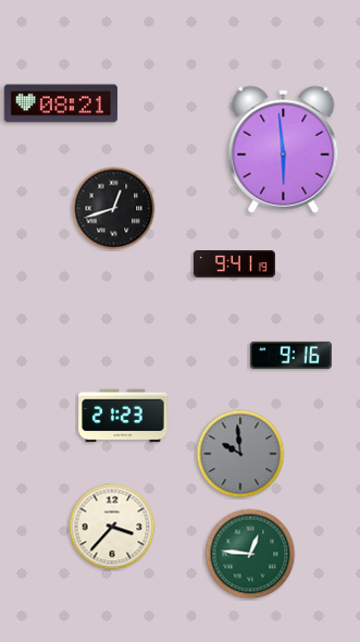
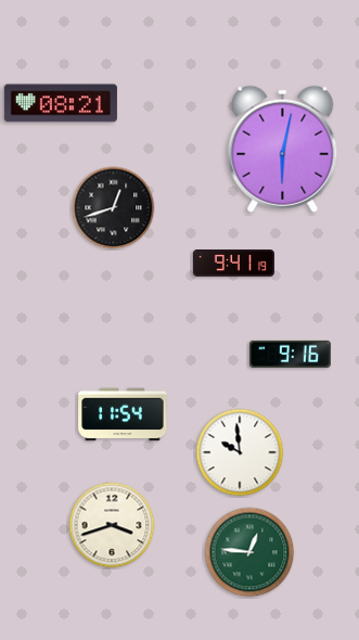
clock at (284, 149): 5:59 -> 6:02
clock at (123, 416): 21:23 -> 11:54
clock at (240, 454) dial: grey -> white
clock at (112, 527): 3:37 -> 3:42
